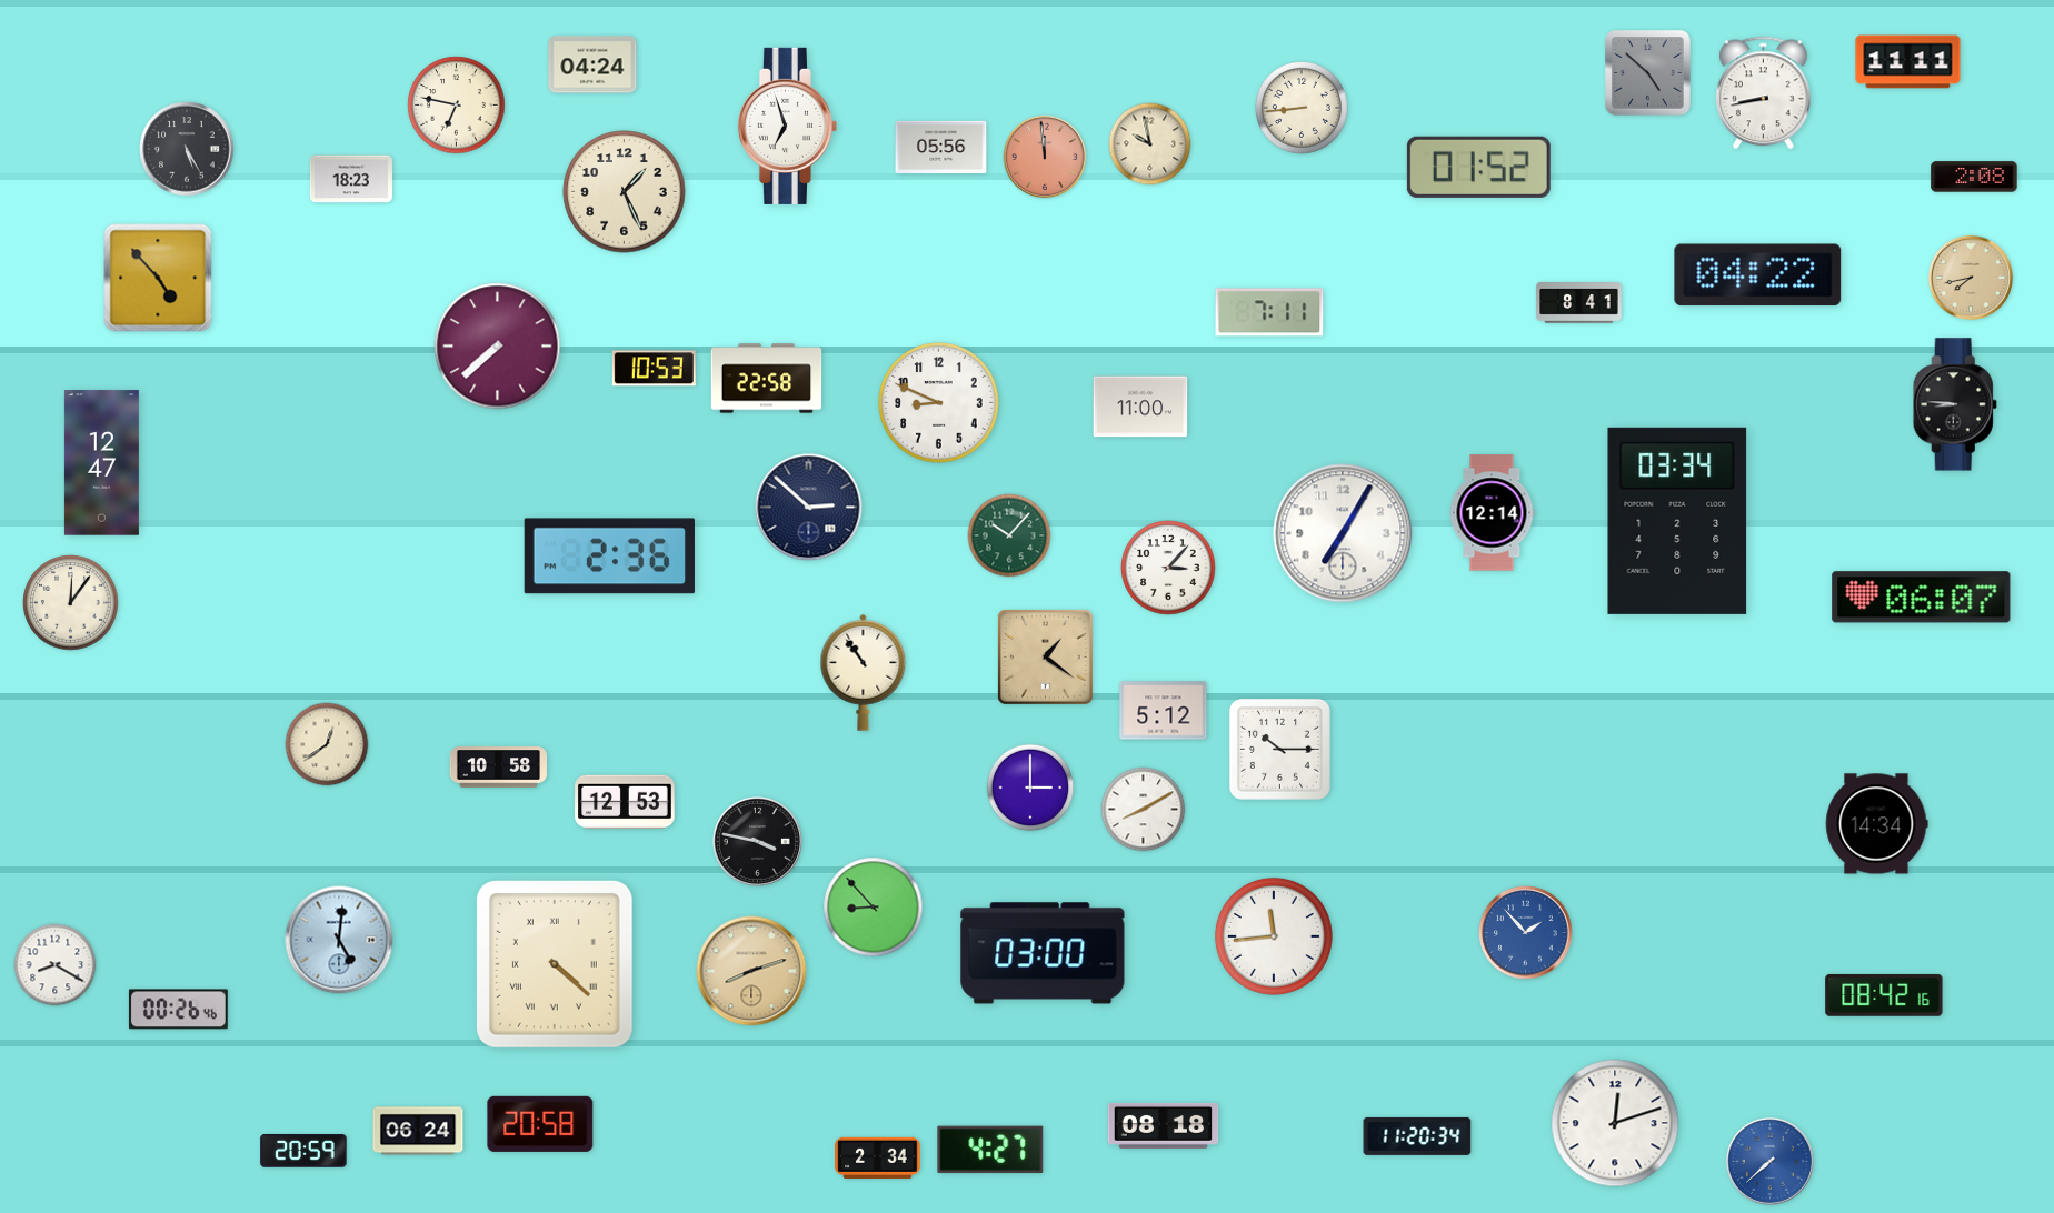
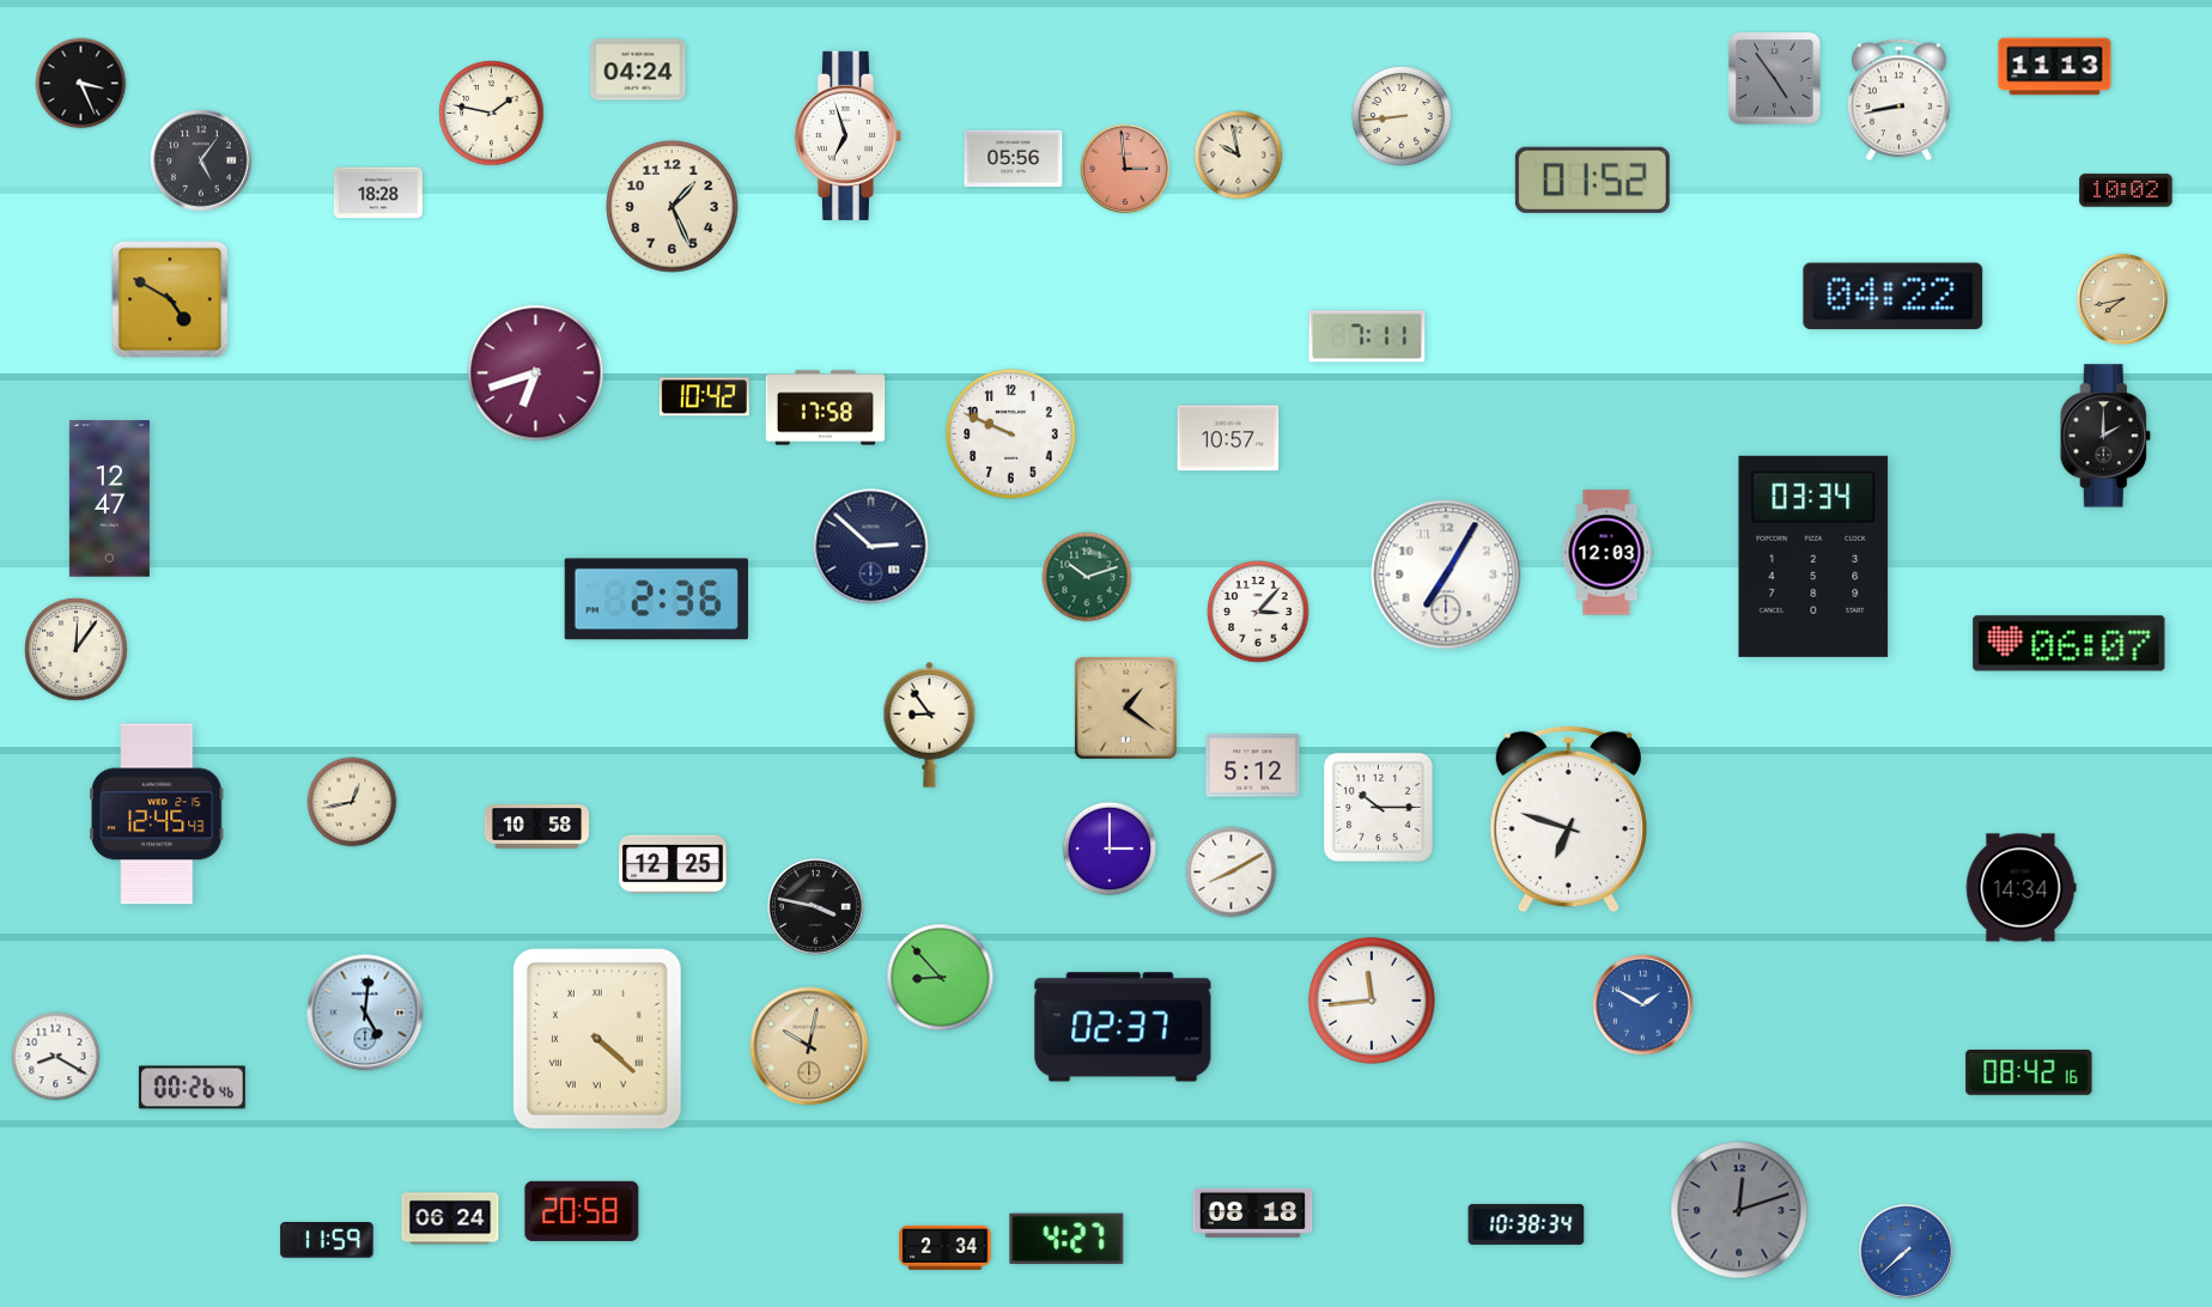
clock at (1908, 62): 11:11 -> 11:13
clock at (1648, 73): 4:52 -> 4:54
clock at (81, 84): none -> 3:26
clock at (457, 106): 6:47 -> 1:47
clock at (187, 149): 5:25 -> 5:06
clock at (1045, 157): 11:59 -> 2:59
clock at (1974, 177): 2:08 -> 10:02
clock at (351, 179): 18:23 -> 18:28
clock at (158, 278): 4:53 -> 4:50
clock at (1579, 303): 8:41 -> none
clock at (498, 347): 7:38 -> 6:42
clock at (654, 369): 10:53 -> 10:42
clock at (767, 379): 22:58 -> 17:58
clock at (939, 403): 8:49 -> 9:49
clock at (1955, 404): 8:46 -> 2:00
clock at (1140, 407): 11:00 -> 10:57
clock at (1492, 513): 12:14 -> 12:03
clock at (1677, 521) position: (1677, 521) -> (1813, 557)
clock at (1009, 535): 10:07 -> 10:12
clock at (864, 672): 10:54 -> 8:54
clock at (327, 744): 12:39 -> 12:43
clock at (157, 814): none -> 12:45
clock at (1568, 820): none -> 6:48
clock at (625, 802): 12:53 -> 12:25
clock at (1526, 933): 1:53 -> 1:50
clock at (1274, 936) position: (1274, 936) -> (1372, 1001)
clock at (1043, 953): 03:00 -> 02:37
clock at (56, 965) position: (56, 965) -> (56, 1057)
clock at (751, 971): 8:12 -> 10:02
clock at (1615, 1123) dial: white -> grey
clock at (1417, 1136): 11:20 -> 10:38
clock at (303, 1152): 20:59 -> 11:59
